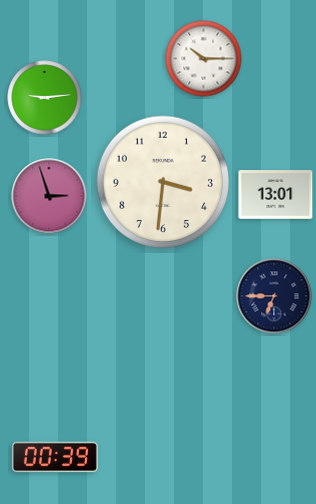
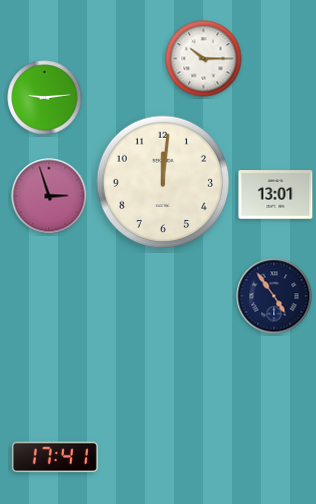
clock at (163, 182): 3:31 -> 12:01
clock at (274, 296): 6:45 -> 4:54
clock at (55, 457): 00:39 -> 17:41
